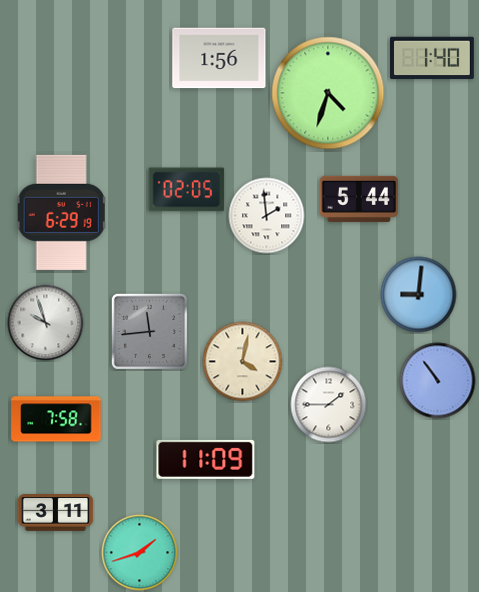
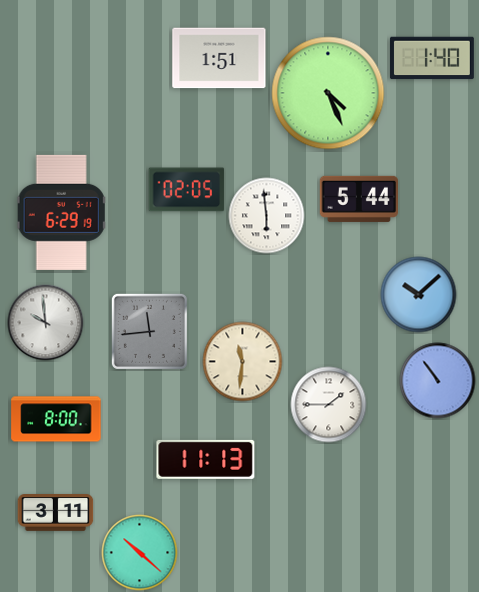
clock at (219, 58): 1:56 -> 1:51
clock at (328, 93): 4:33 -> 4:26
clock at (267, 216): 1:59 -> 5:59
clock at (419, 295): 9:01 -> 10:08
clock at (46, 323): 9:57 -> 9:59
clock at (243, 362): 4:02 -> 11:31
clock at (56, 419): 7:58 -> 8:00
clock at (206, 459): 11:09 -> 11:13
clock at (140, 553): 1:42 -> 10:22
